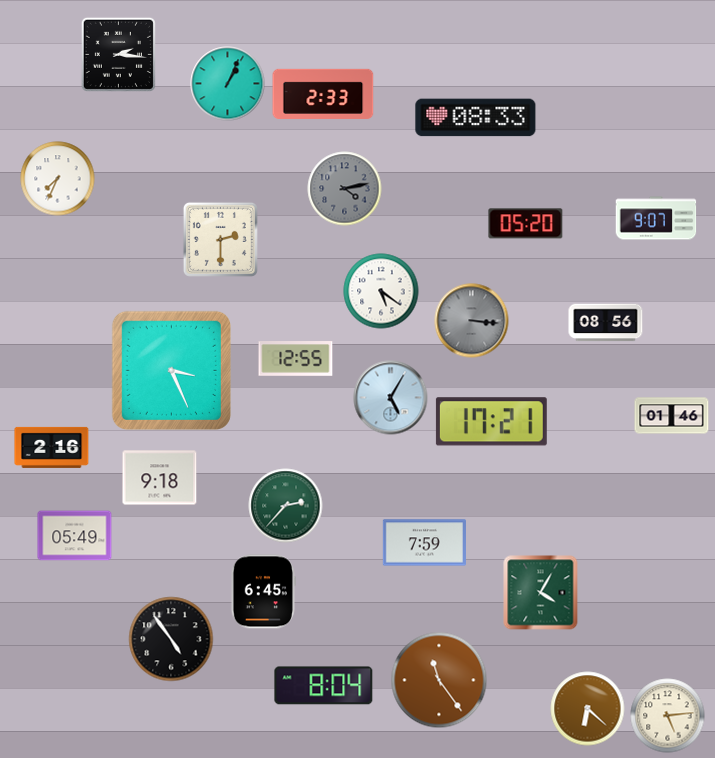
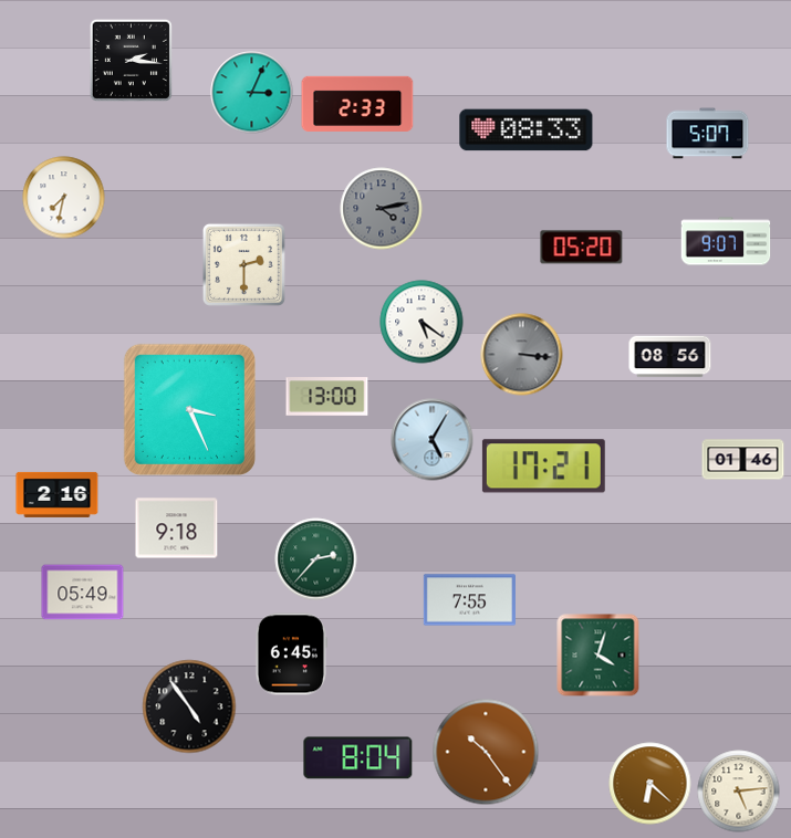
clock at (228, 84): 1:04 -> 3:04
clock at (708, 134): none -> 5:07
clock at (58, 179): 7:34 -> 7:32
clock at (296, 359): 12:55 -> 13:00
clock at (424, 543): 7:59 -> 7:55
clock at (541, 593): 4:05 -> 4:03
clock at (439, 680): 11:24 -> 10:24
